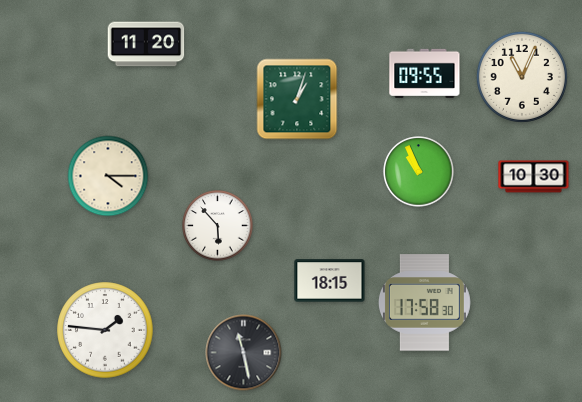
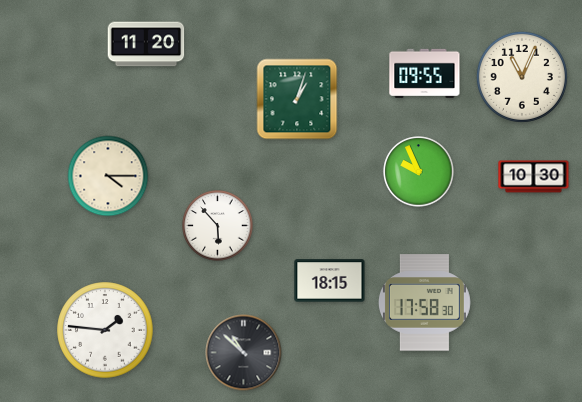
clock at (419, 172): 10:56 -> 9:56
clock at (244, 353): 11:28 -> 10:52
